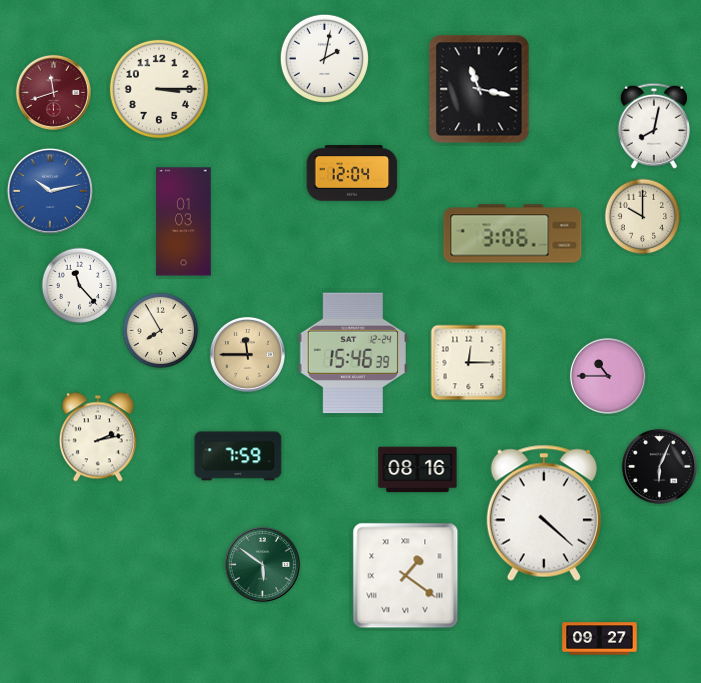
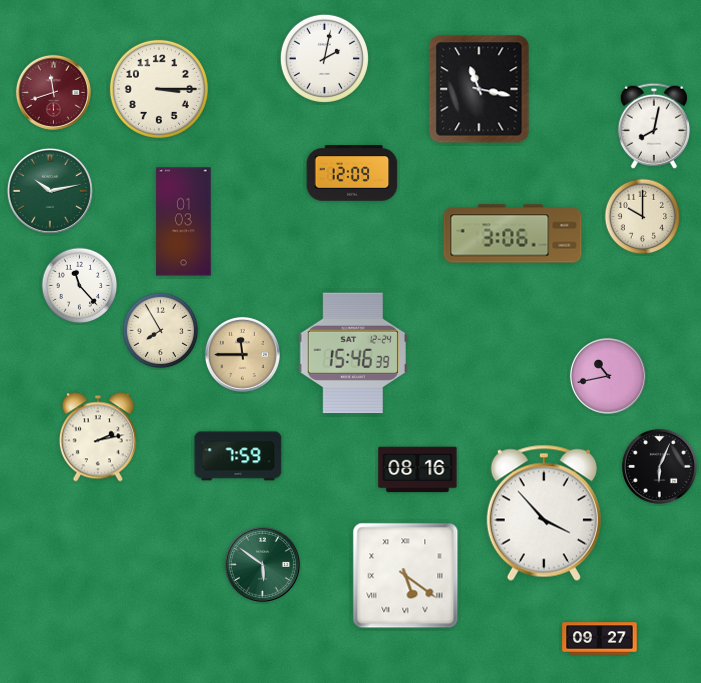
clock at (352, 173): 12:04 -> 12:09
clock at (50, 191) dial: blue -> green
clock at (247, 354) position: (247, 354) -> (242, 354)
clock at (469, 363): 12:15 -> none
clock at (608, 376): 10:45 -> 10:43
clock at (544, 513): 4:22 -> 3:53
clock at (406, 576): 1:21 -> 5:21
